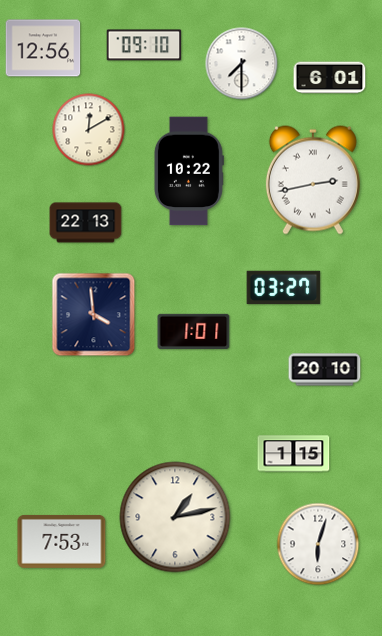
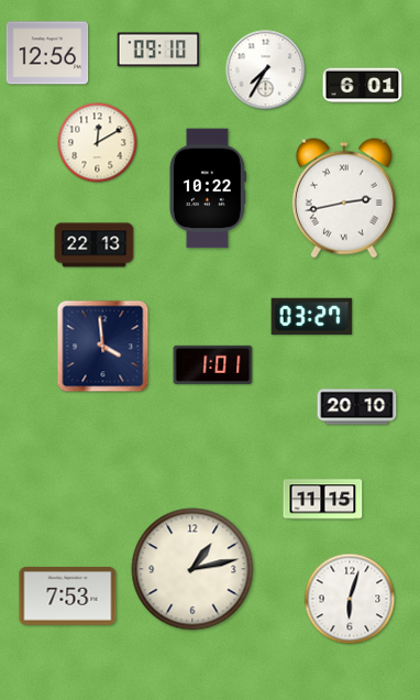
clock at (242, 64): 7:30 -> 7:35
clock at (294, 454): 1:15 -> 11:15
